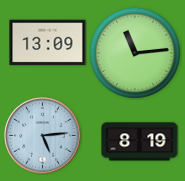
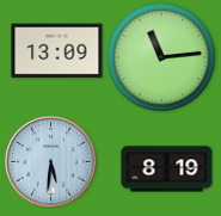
clock at (135, 53) position: (135, 53) -> (161, 57)
clock at (43, 136): 5:14 -> 5:31
